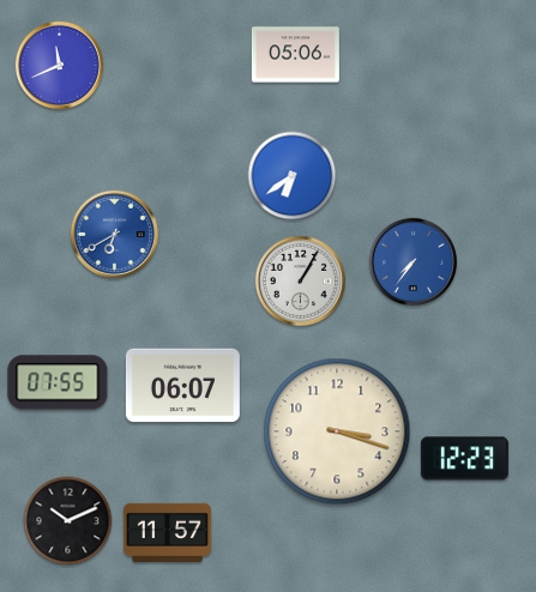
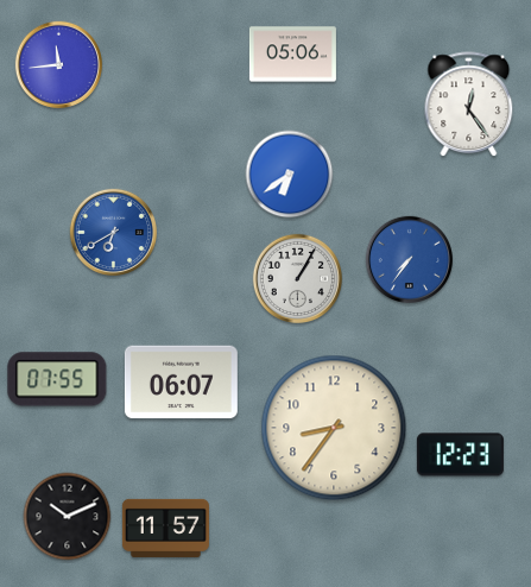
clock at (59, 65): 11:41 -> 11:44
clock at (469, 105): none -> 12:24
clock at (337, 431): 3:18 -> 8:36
